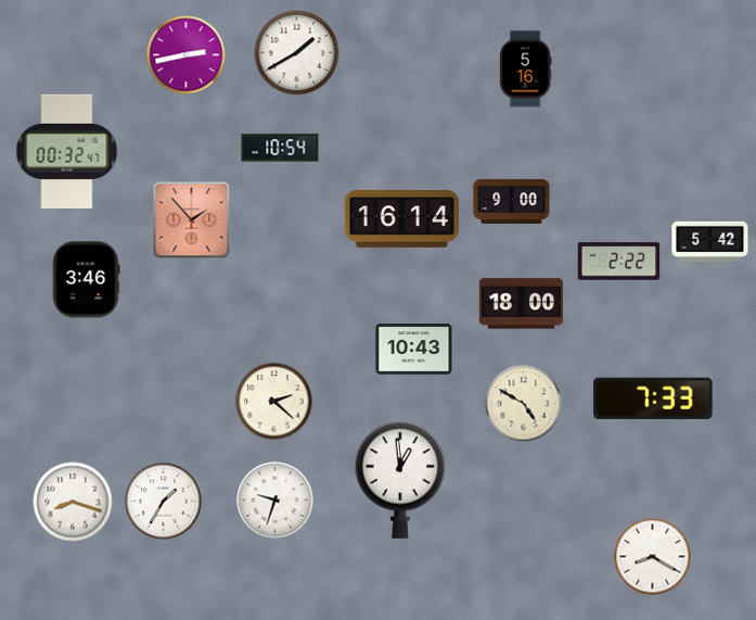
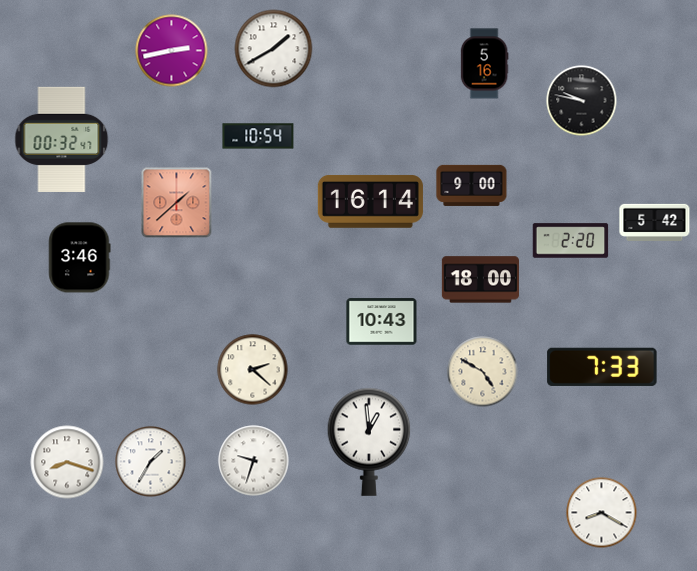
clock at (582, 101): none -> 9:47
clock at (192, 220): 1:53 -> 1:38
clock at (619, 262): 2:22 -> 2:20
